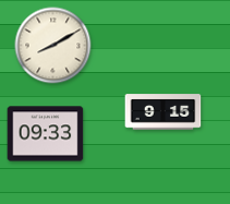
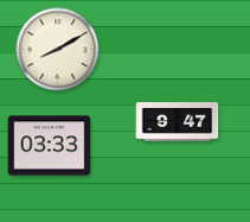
clock at (164, 112): 9:15 -> 9:47
clock at (46, 134): 09:33 -> 03:33
